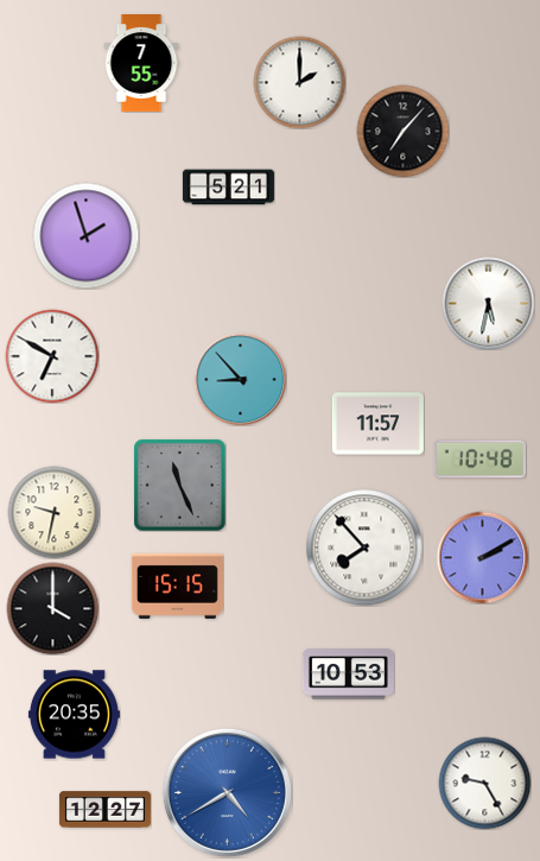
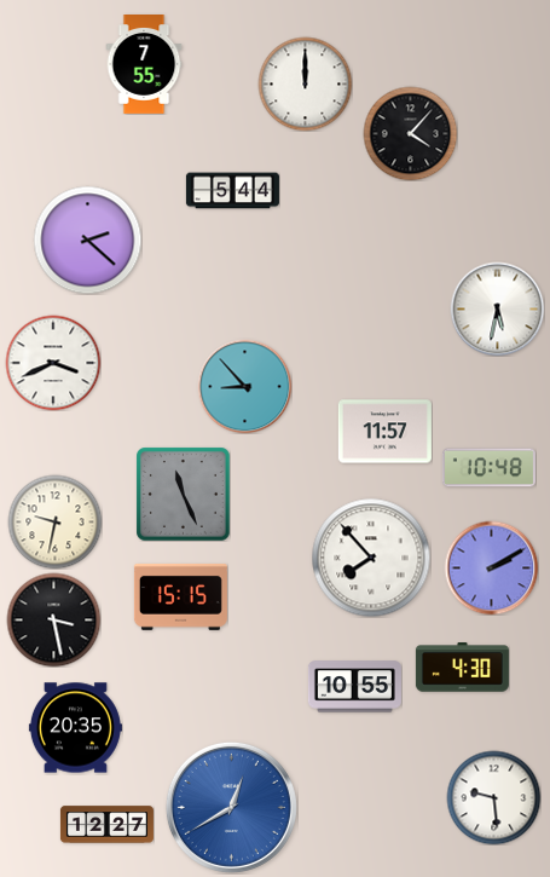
clock at (299, 82): 2:00 -> 12:00
clock at (402, 131): 7:07 -> 4:07
clock at (228, 188): 5:21 -> 5:44
clock at (85, 235): 1:57 -> 2:22
clock at (52, 356): 6:50 -> 3:41
clock at (52, 608): 4:00 -> 3:28
clock at (462, 668): none -> 4:30
clock at (348, 675): 10:53 -> 10:55
clock at (484, 783): 9:25 -> 9:29
clock at (227, 792): 4:40 -> 12:40
